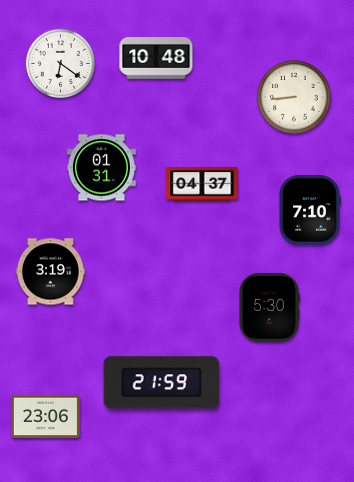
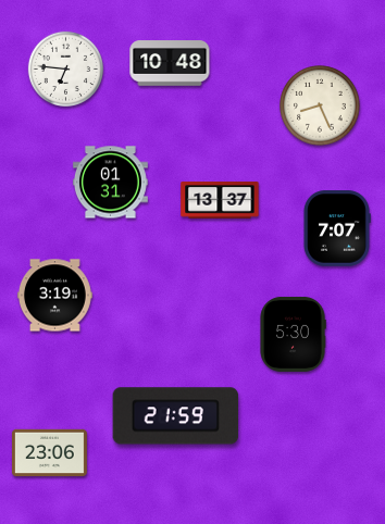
clock at (60, 63): 6:21 -> 6:46
clock at (294, 97): 8:44 -> 8:26
clock at (202, 184): 04:37 -> 13:37
clock at (310, 210): 7:10 -> 7:07
